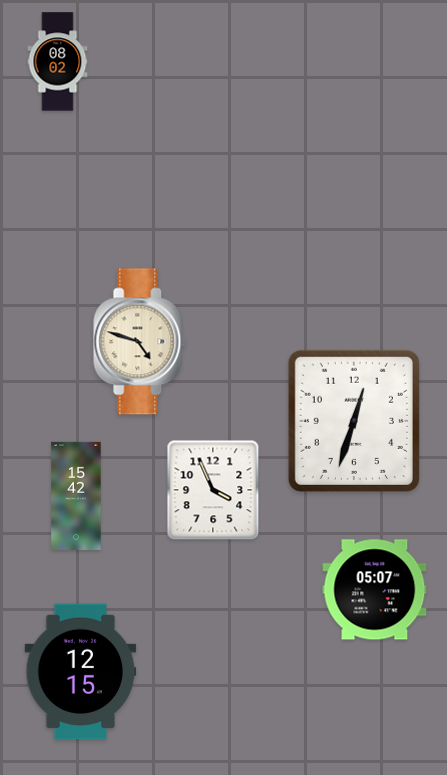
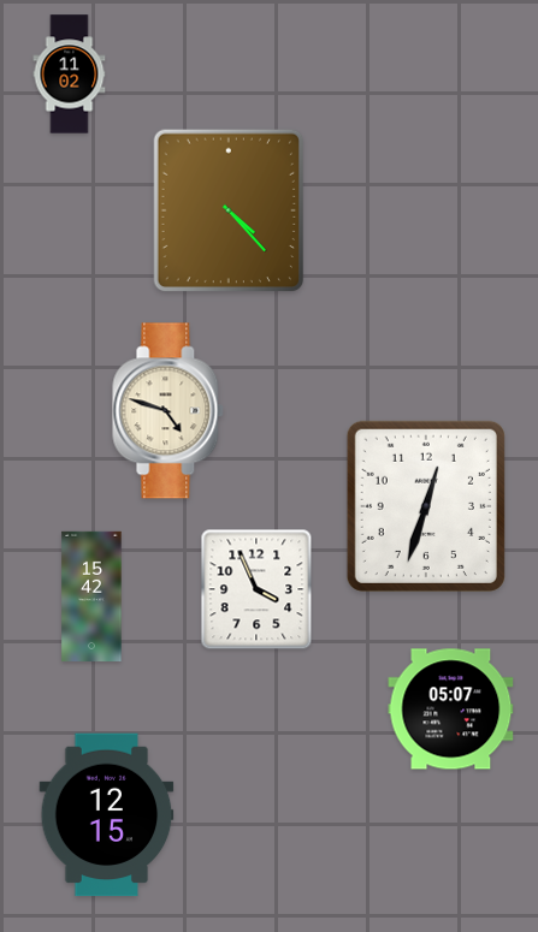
clock at (58, 62): 08:02 -> 11:02
clock at (227, 210): none -> 4:23
clock at (81, 672) position: (81, 672) -> (107, 815)
